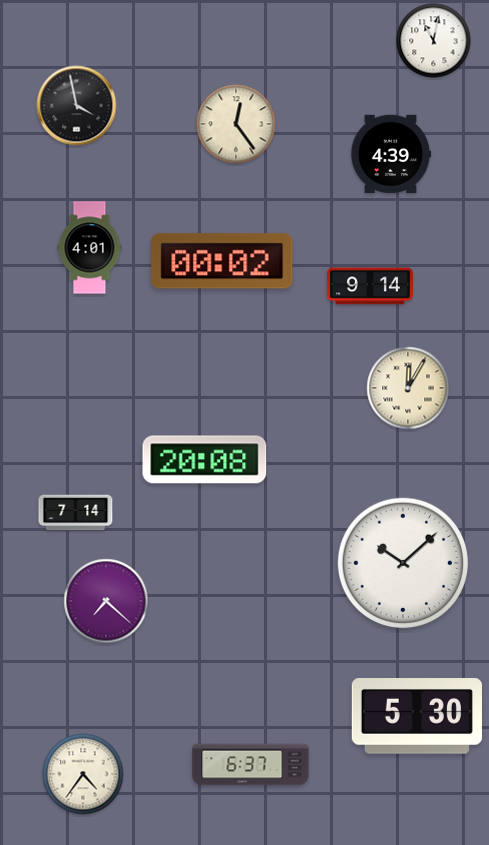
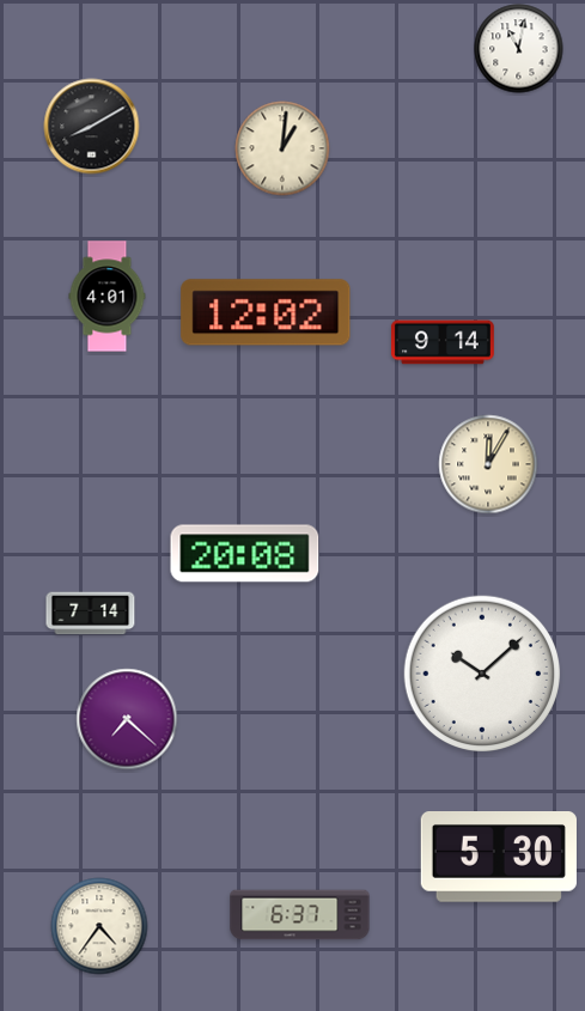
clock at (77, 106): 3:58 -> 8:10
clock at (236, 124): 12:24 -> 1:01
clock at (391, 154): 4:39 -> none
clock at (222, 261): 00:02 -> 12:02
clock at (205, 460) position: (205, 460) -> (245, 554)
